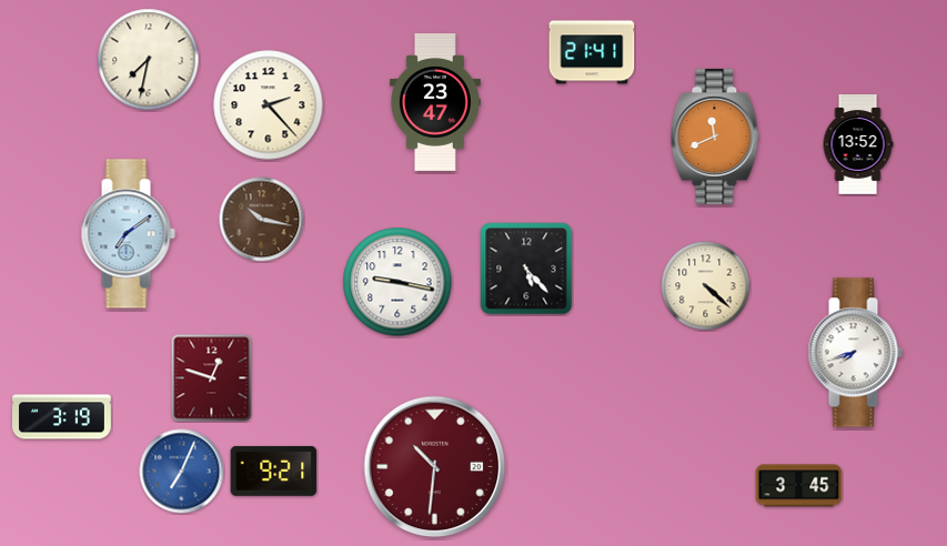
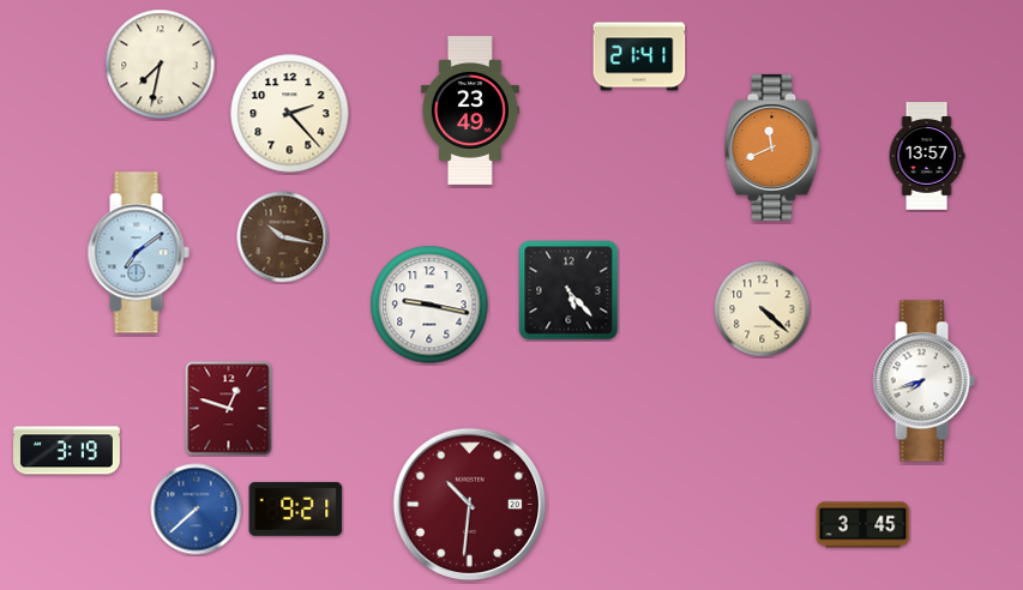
clock at (435, 103): 23:47 -> 23:49
clock at (858, 144): 13:52 -> 13:57
clock at (182, 472): 7:04 -> 7:38
